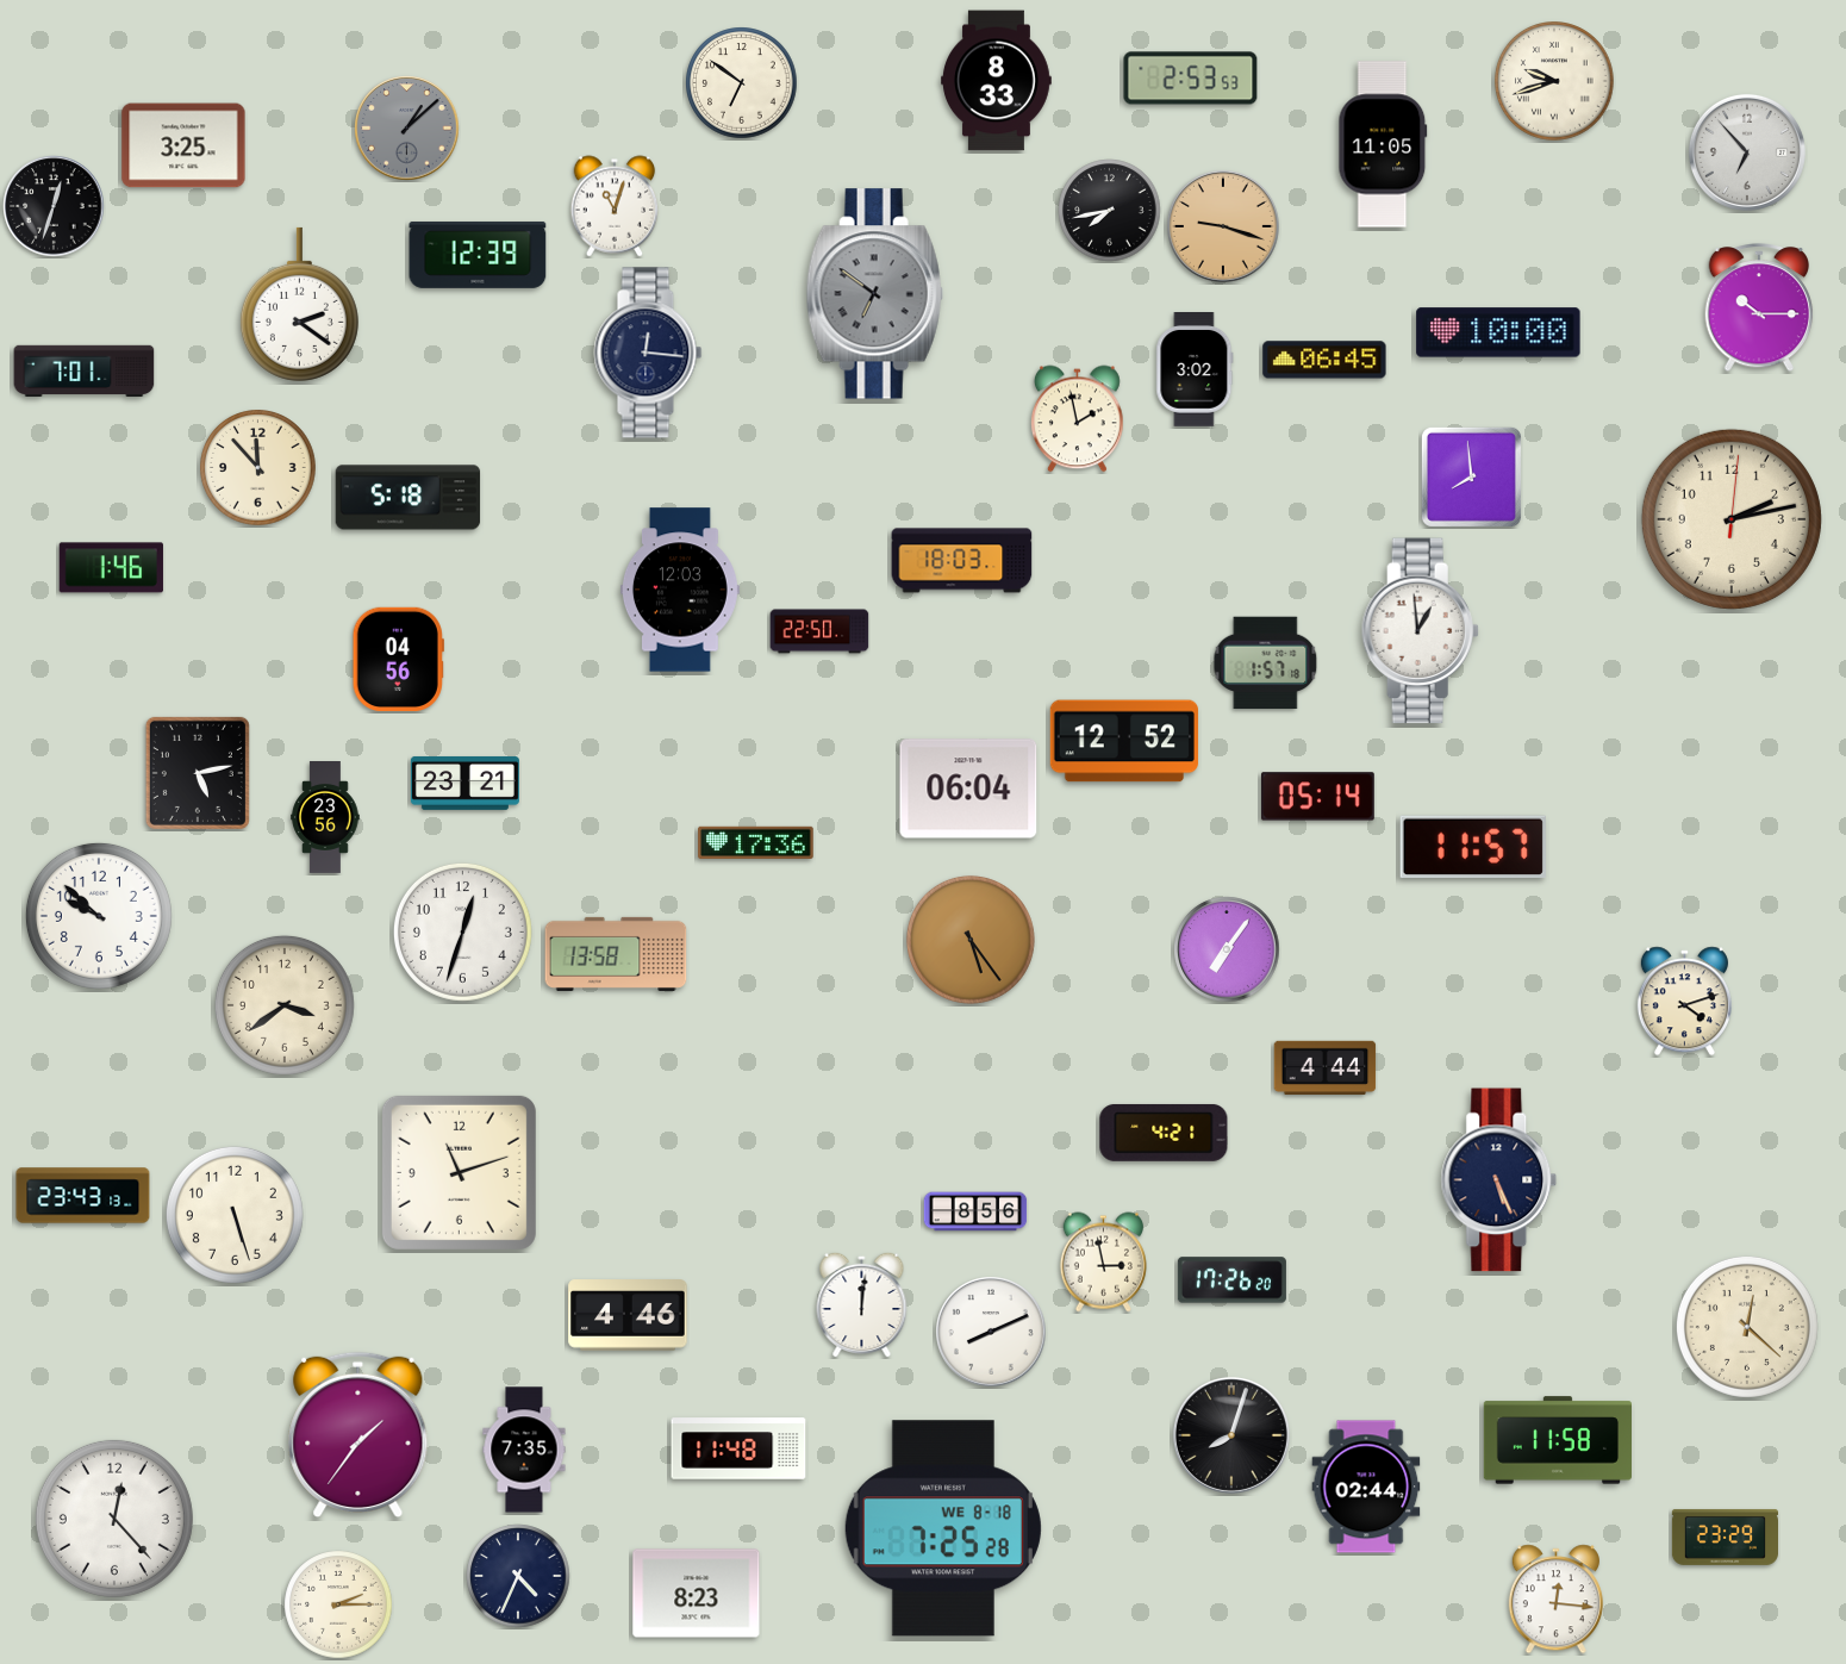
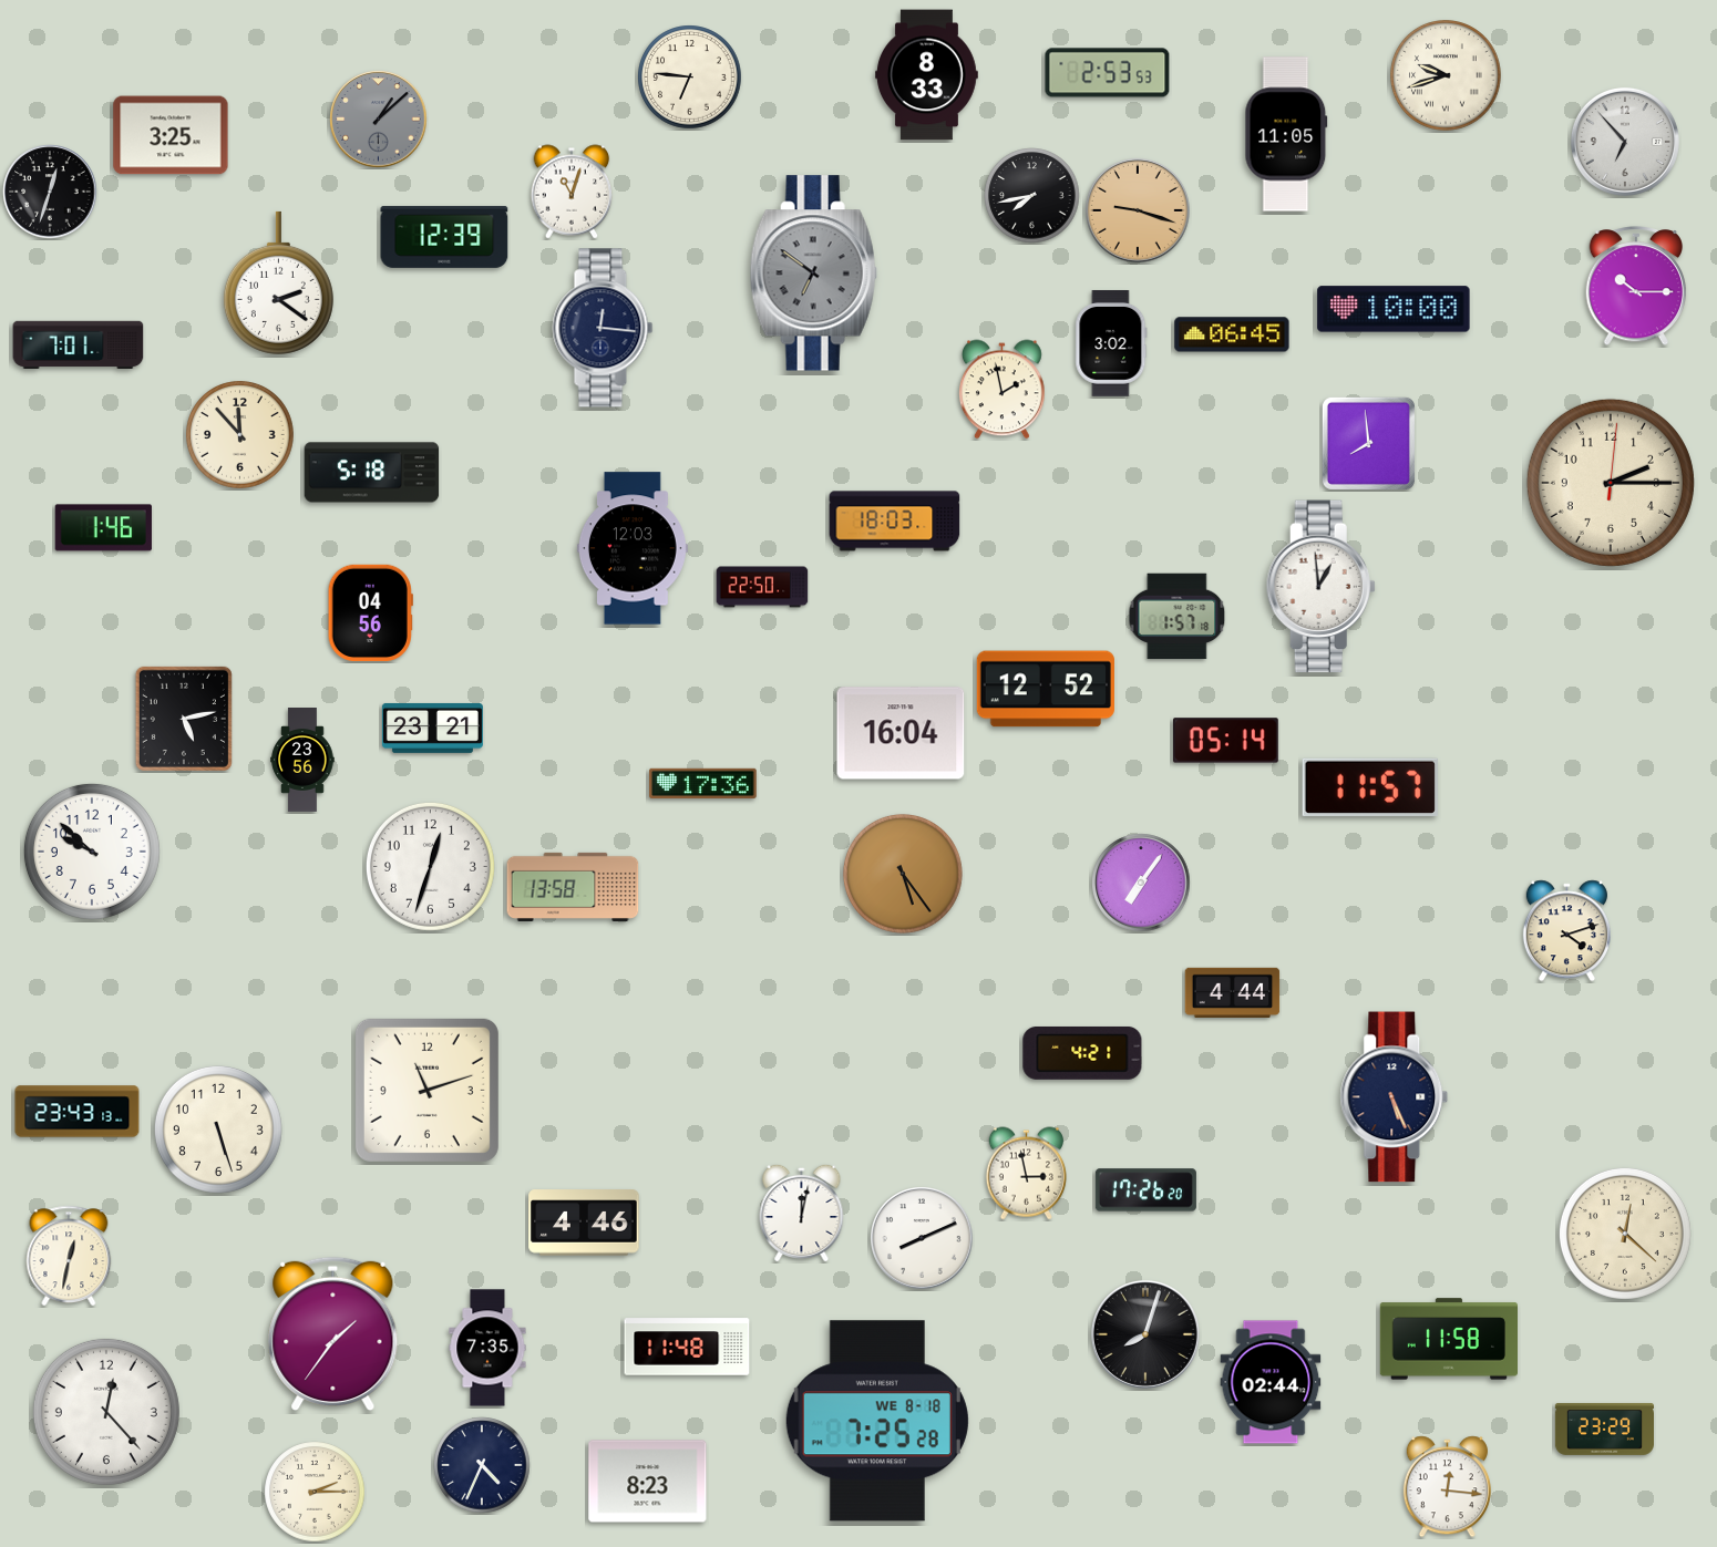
clock at (742, 83): 6:51 -> 6:46
clock at (409, 498) position: (409, 498) -> (372, 473)
clock at (1732, 519): 2:13 -> 2:15
clock at (968, 789): 06:04 -> 16:04
clock at (285, 1005): 3:39 -> none
clock at (975, 1211): 8:56 -> none
clock at (862, 1304): 12:01 -> 12:02
clock at (69, 1256): none -> 12:32
